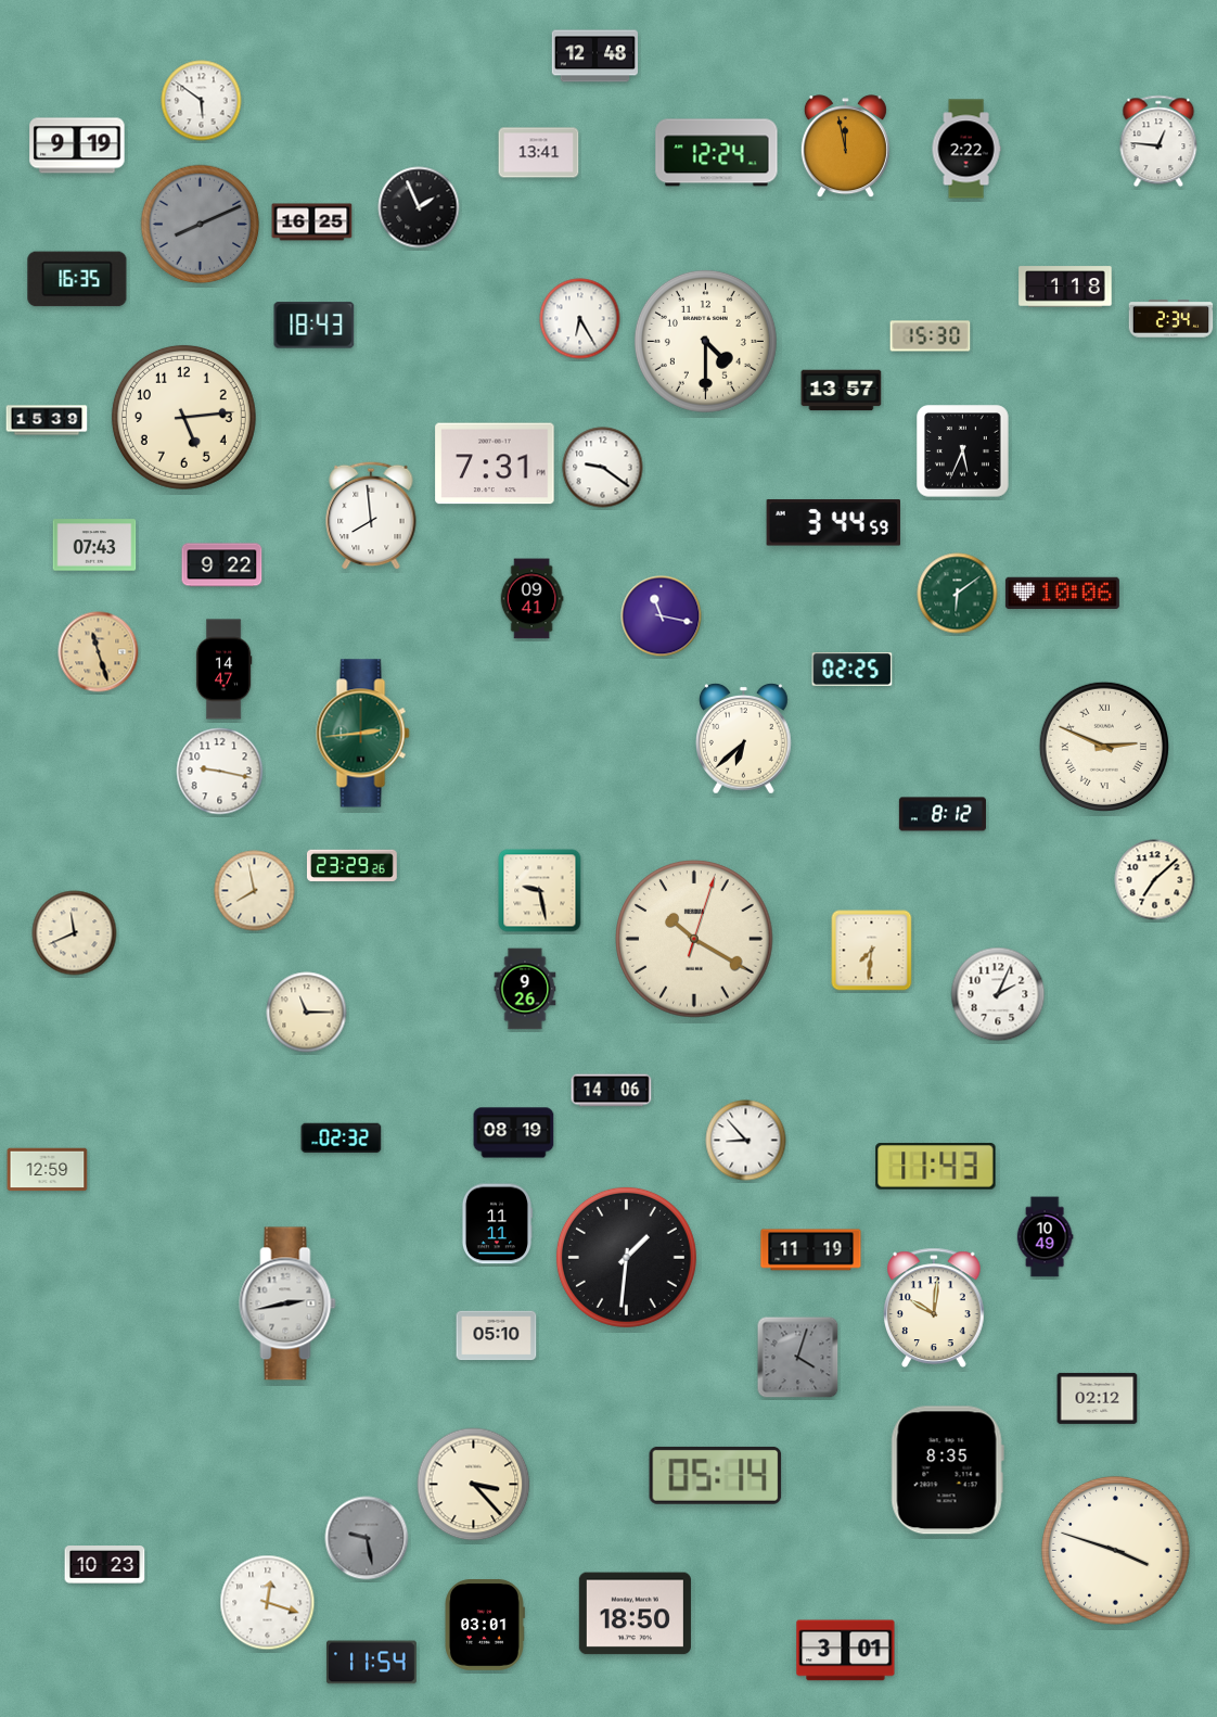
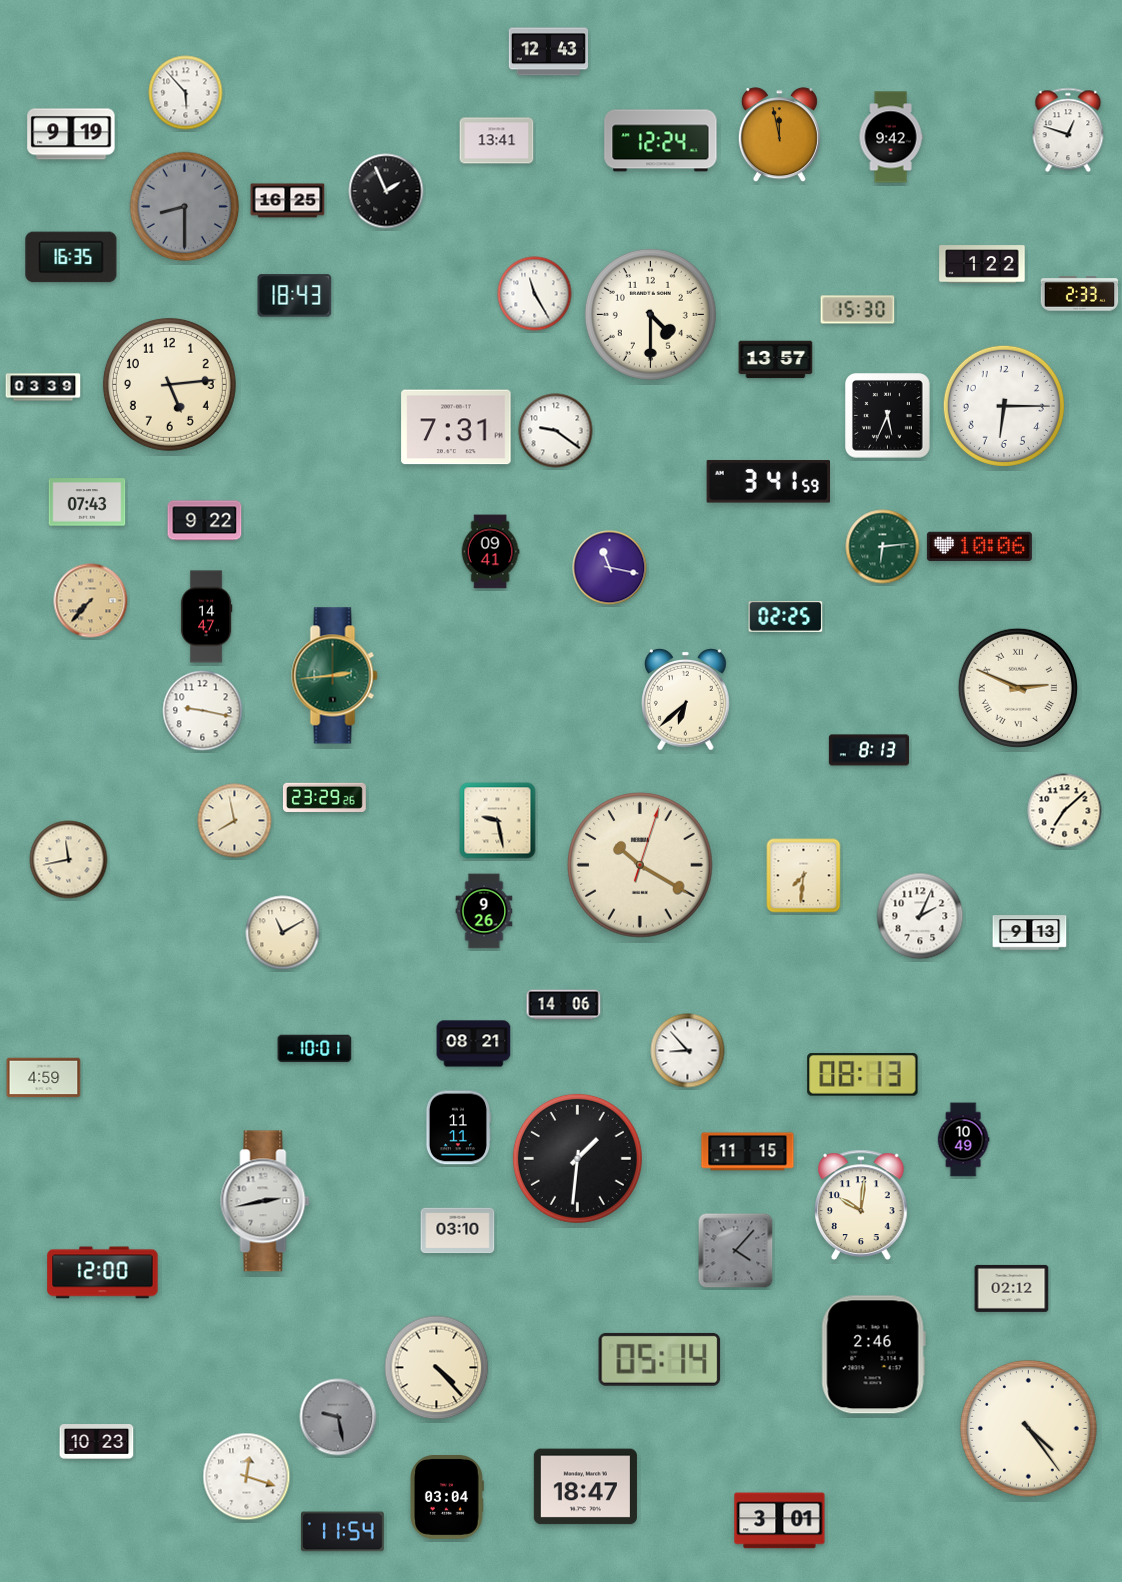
clock at (594, 56): 12:48 -> 12:43
clock at (202, 101): 5:51 -> 5:53
clock at (1158, 141): 12:46 -> 12:48
clock at (966, 149): 2:22 -> 9:42
clock at (312, 222) position: (312, 222) -> (288, 201)
clock at (201, 225): 8:11 -> 8:30
clock at (1065, 287): 1:18 -> 1:22
clock at (580, 319): 6:25 -> 11:25
clock at (1171, 319): 2:34 -> 2:33
clock at (315, 326) position: (315, 326) -> (295, 296)
clock at (47, 420): 15:39 -> 03:39
clock at (1004, 406): none -> 6:15
clock at (371, 516): 7:59 -> none
clock at (833, 523): 3:44 -> 3:41
clock at (958, 594): 6:09 -> 6:14
clock at (99, 652): 11:27 -> 7:37
clock at (744, 739) position: (744, 739) -> (686, 700)
clock at (943, 814): 8:12 -> 8:13
clock at (75, 933): 11:41 -> 11:43
clock at (307, 1013): 11:15 -> 11:10
clock at (1030, 933): none -> 9:13
clock at (514, 1133): 08:19 -> 08:21
clock at (342, 1139): 02:32 -> 10:01
clock at (936, 1167): 11:43 -> 08:13
clock at (48, 1170): 12:59 -> 4:59
clock at (811, 1250): 11:19 -> 11:15
clock at (497, 1336): 05:10 -> 03:10
clock at (798, 1358): 4:03 -> 4:07
clock at (103, 1273): none -> 12:00
clock at (947, 1471): 8:35 -> 2:46
clock at (474, 1485): 3:23 -> 4:23
clock at (1115, 1550): 3:48 -> 4:24
clock at (635, 1614): 18:50 -> 18:47
clock at (484, 1626): 03:01 -> 03:04
